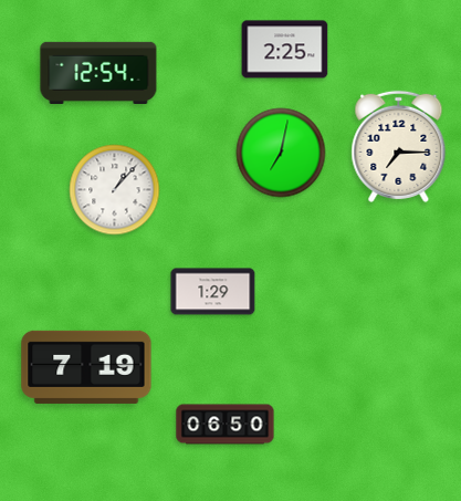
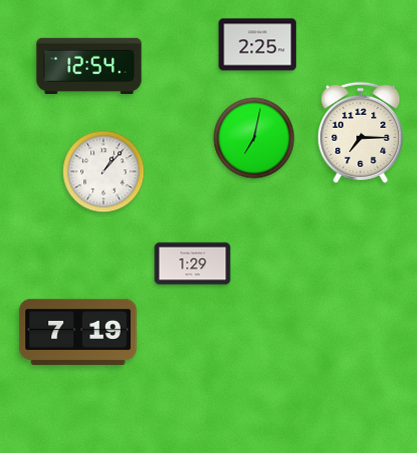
clock at (226, 425): 06:50 -> none
